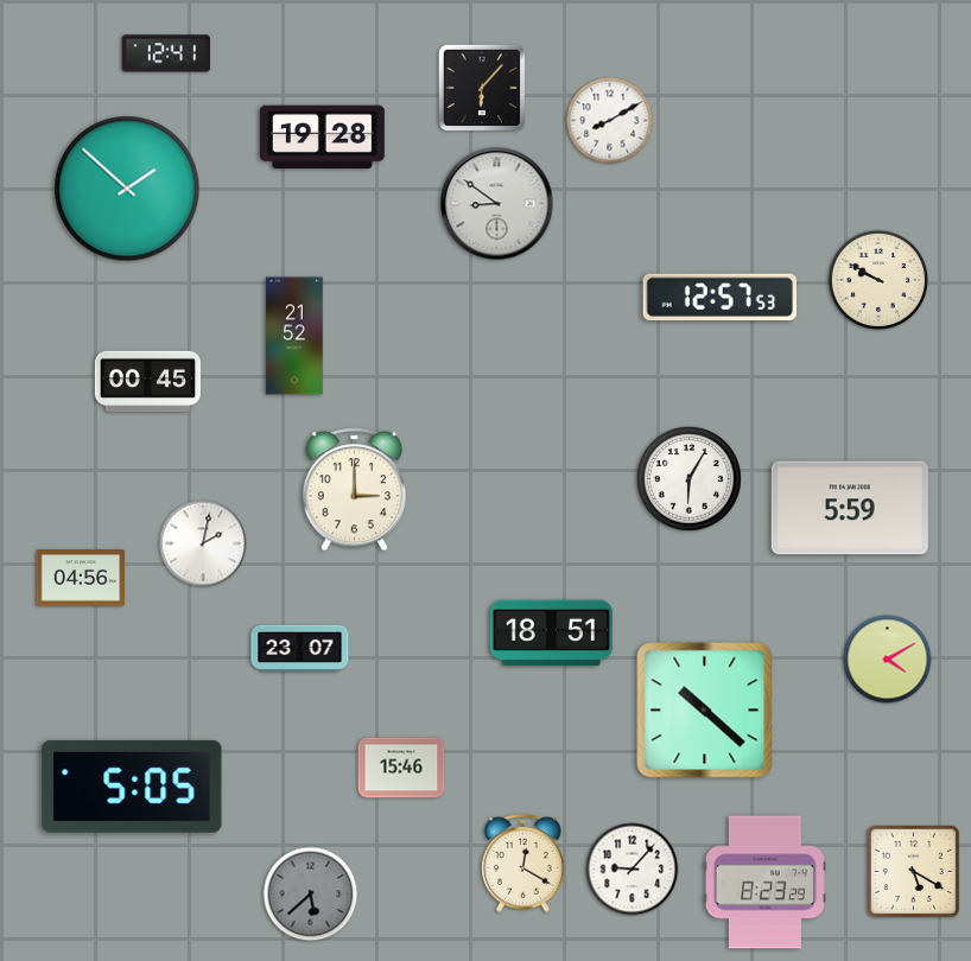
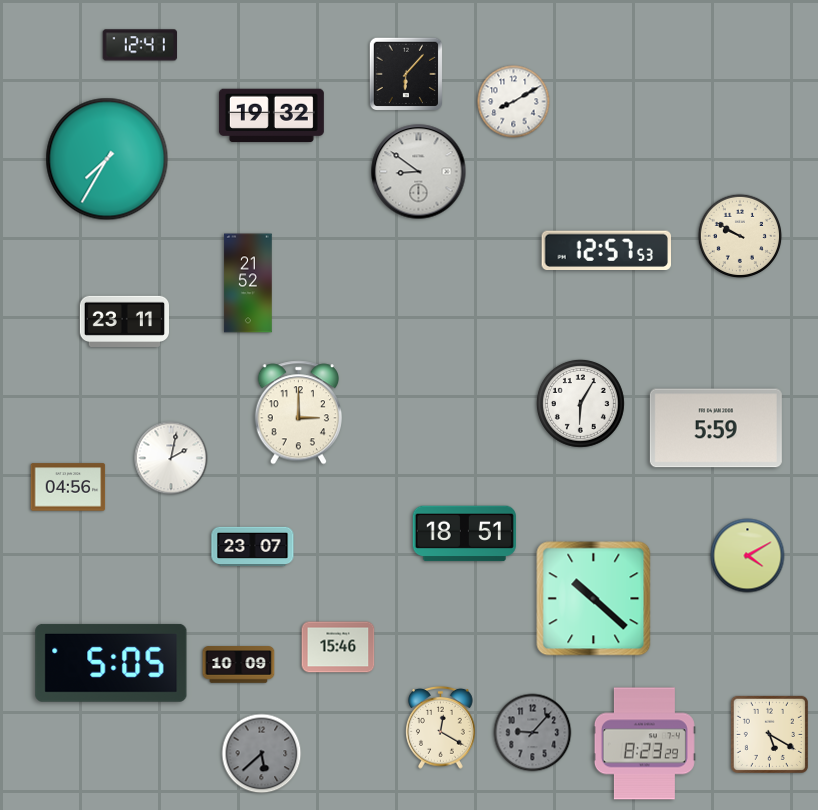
clock at (322, 138): 19:28 -> 19:32
clock at (127, 189): 1:52 -> 7:35
clock at (147, 381): 00:45 -> 23:11
clock at (239, 665): none -> 10:09
clock at (633, 870) dial: white -> grey
